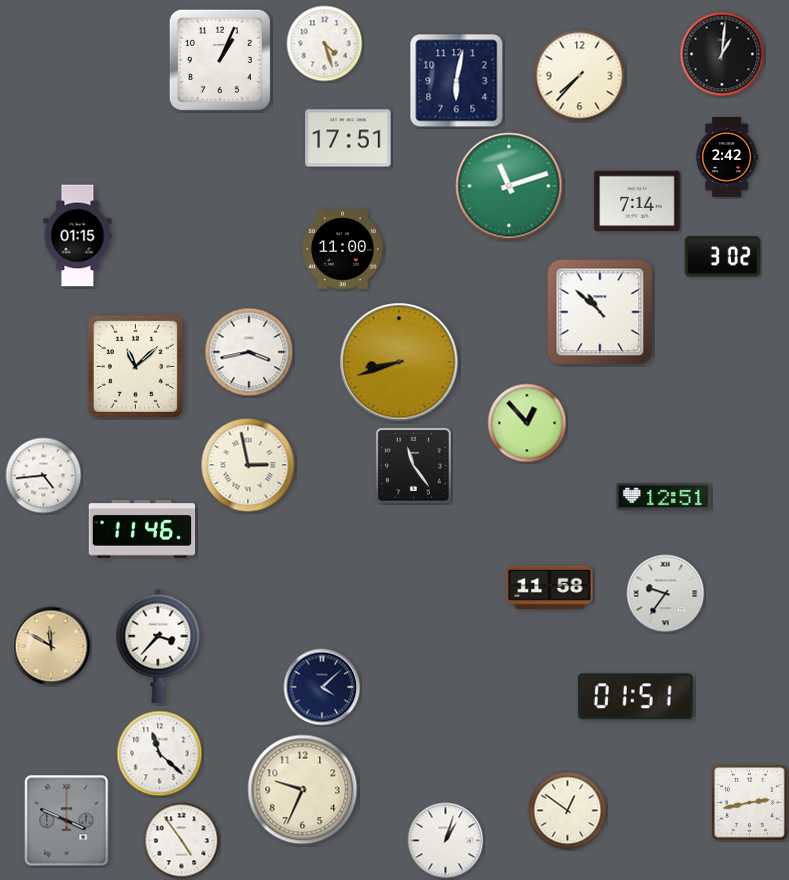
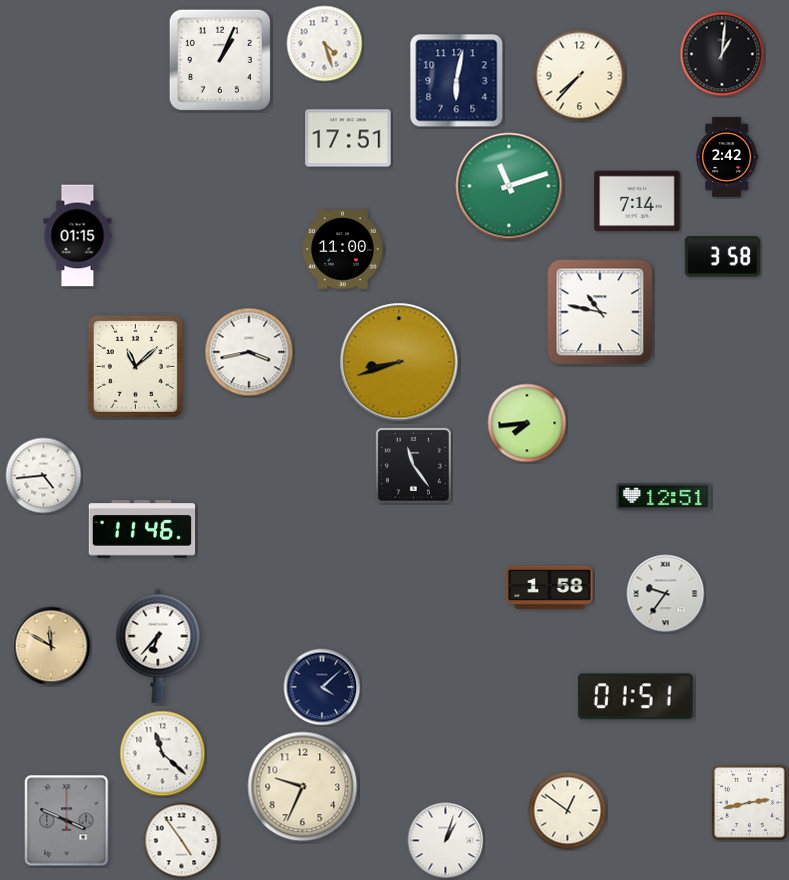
clock at (722, 257): 3:02 -> 3:58
clock at (600, 312): 10:52 -> 10:47
clock at (527, 423): 12:53 -> 7:44
clock at (248, 465): 2:58 -> none
clock at (550, 587): 11:58 -> 1:58
clock at (158, 646): 3:37 -> 6:37
clock at (160, 754) position: (160, 754) -> (163, 754)
clock at (303, 790) position: (303, 790) -> (303, 787)
